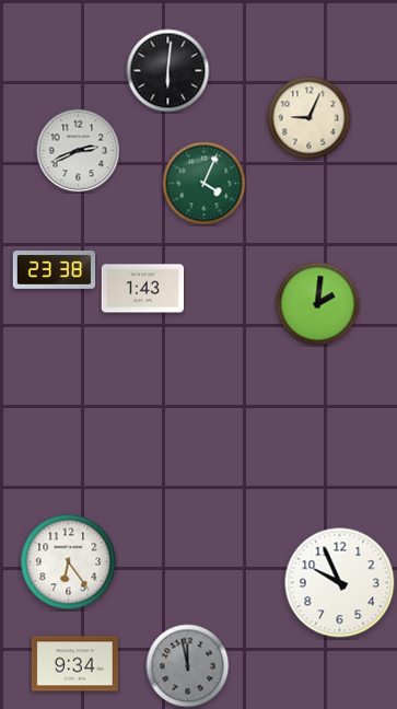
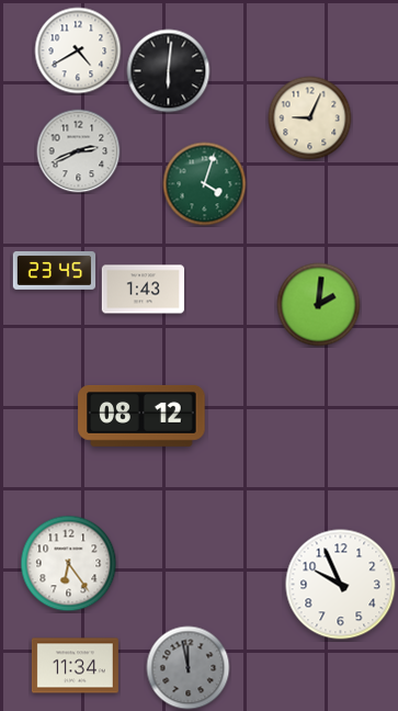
clock at (78, 50): none -> 4:40
clock at (205, 184): 4:04 -> 4:03
clock at (55, 270): 23:38 -> 23:45
clock at (141, 416): none -> 08:12
clock at (74, 664): 9:34 -> 11:34
